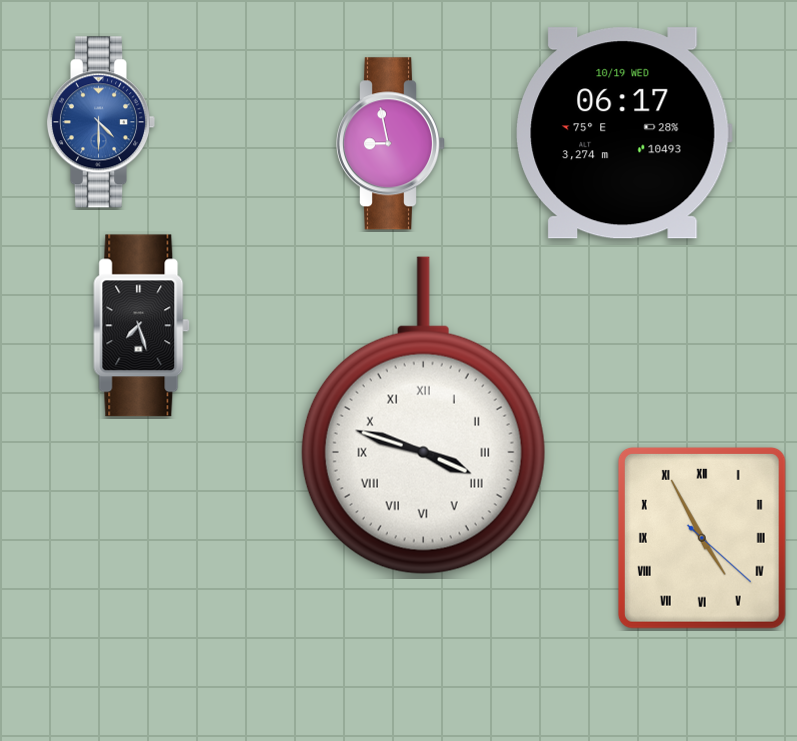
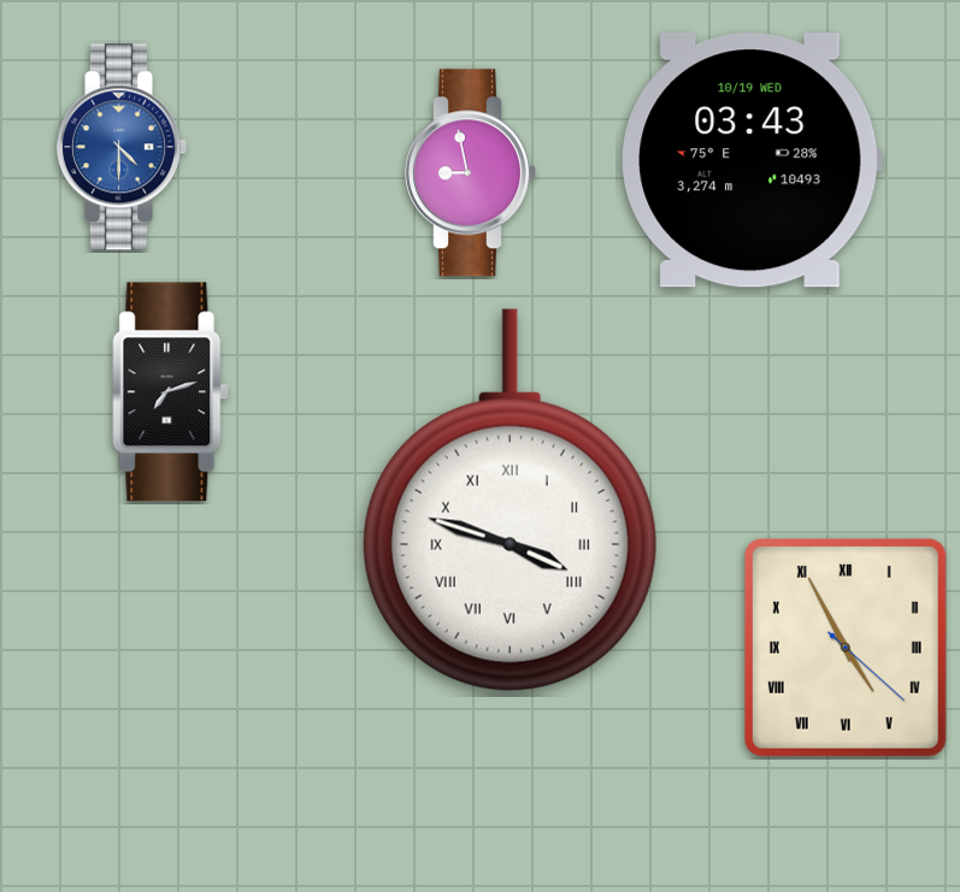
clock at (624, 133): 06:17 -> 03:43
clock at (142, 326): 7:27 -> 7:12
